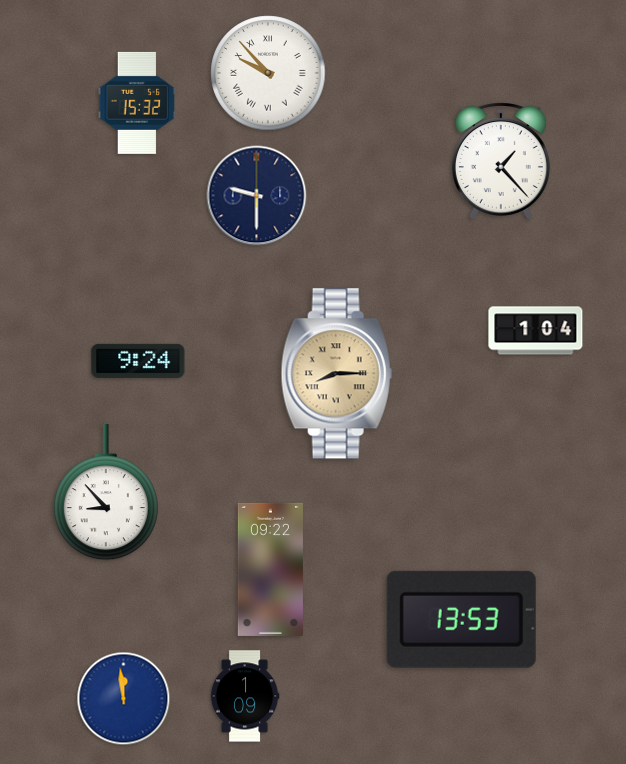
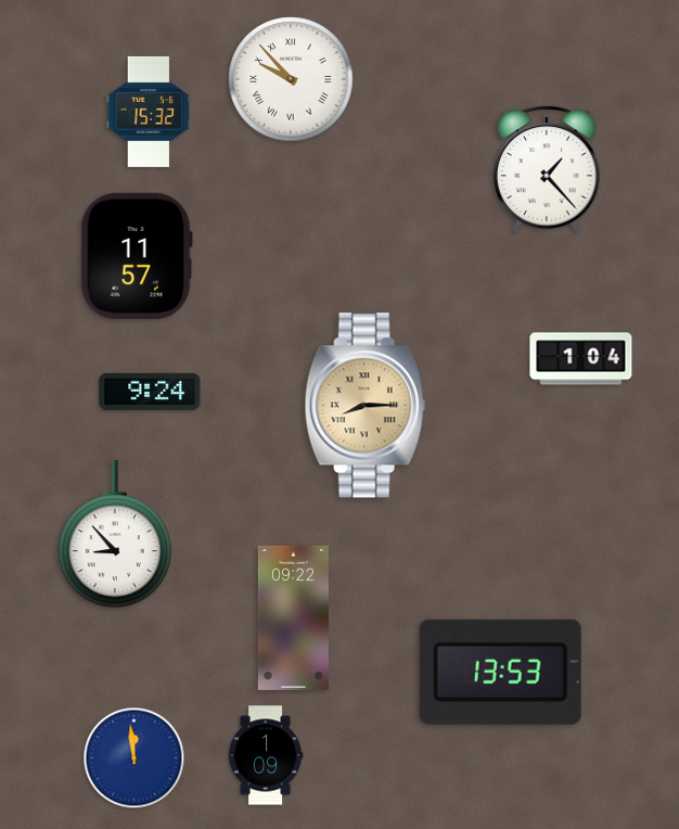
clock at (501, 161) position: (501, 161) -> (547, 169)
clock at (257, 196): 9:30 -> none
clock at (137, 256): none -> 11:57
